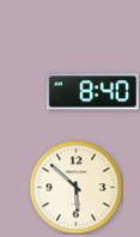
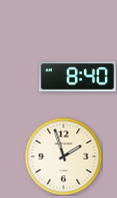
clock at (75, 187): 5:52 -> 1:57
